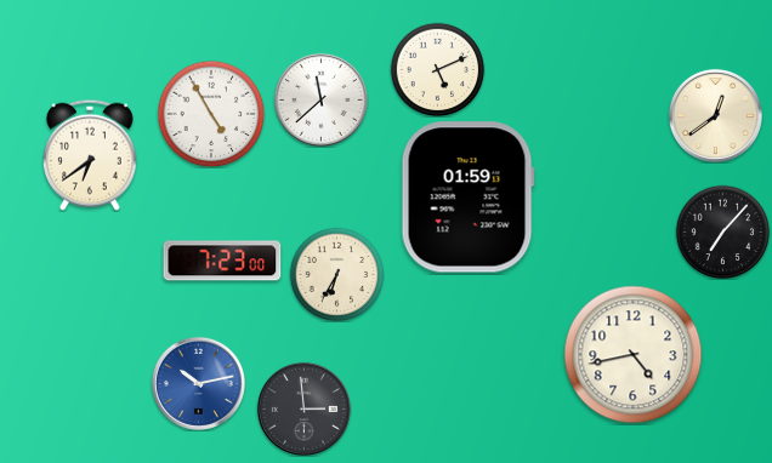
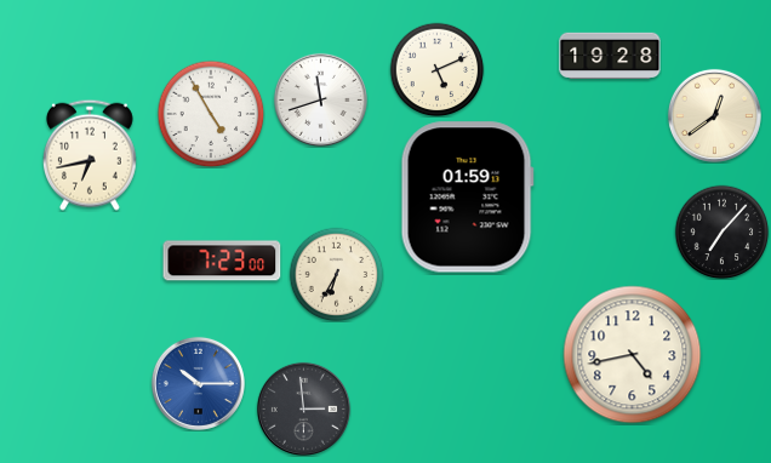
clock at (610, 56): none -> 19:28
clock at (320, 99): 11:38 -> 11:42
clock at (90, 155): 6:39 -> 6:43
clock at (198, 383): 10:13 -> 10:15
